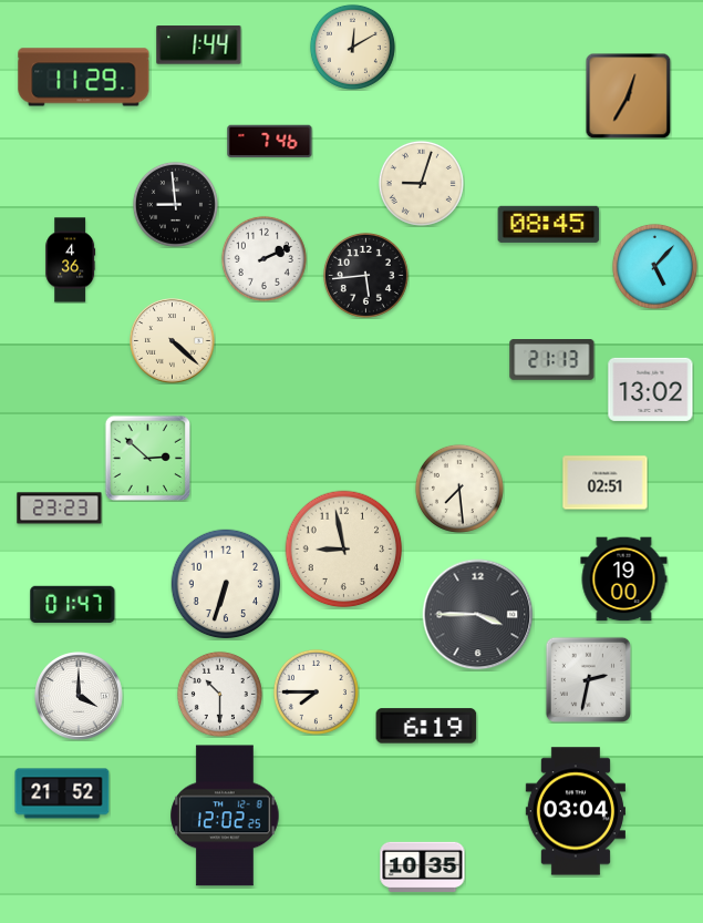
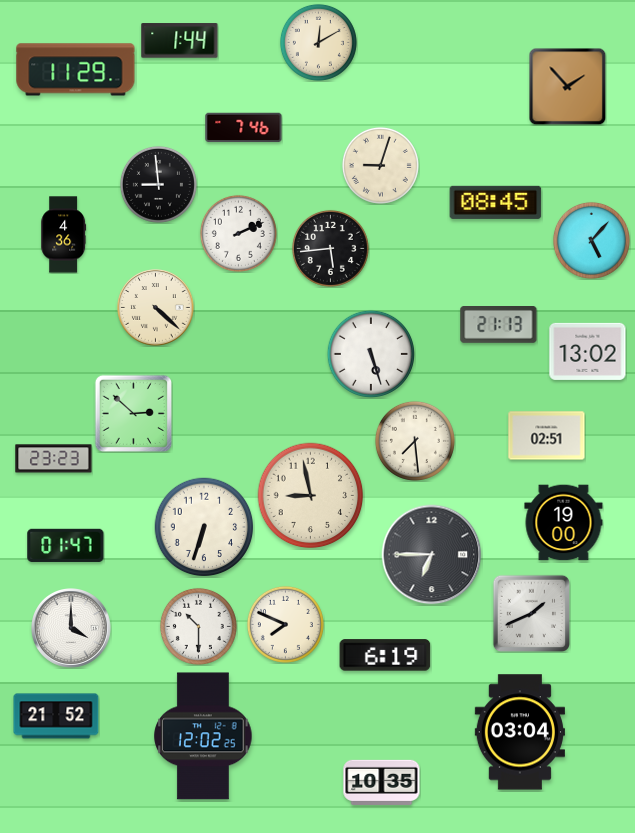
clock at (628, 95): 12:35 -> 1:53
clock at (371, 354): none -> 5:27
clock at (478, 615): 3:45 -> 6:45
clock at (588, 679): 2:32 -> 1:41
clock at (316, 691): 7:45 -> 7:49
